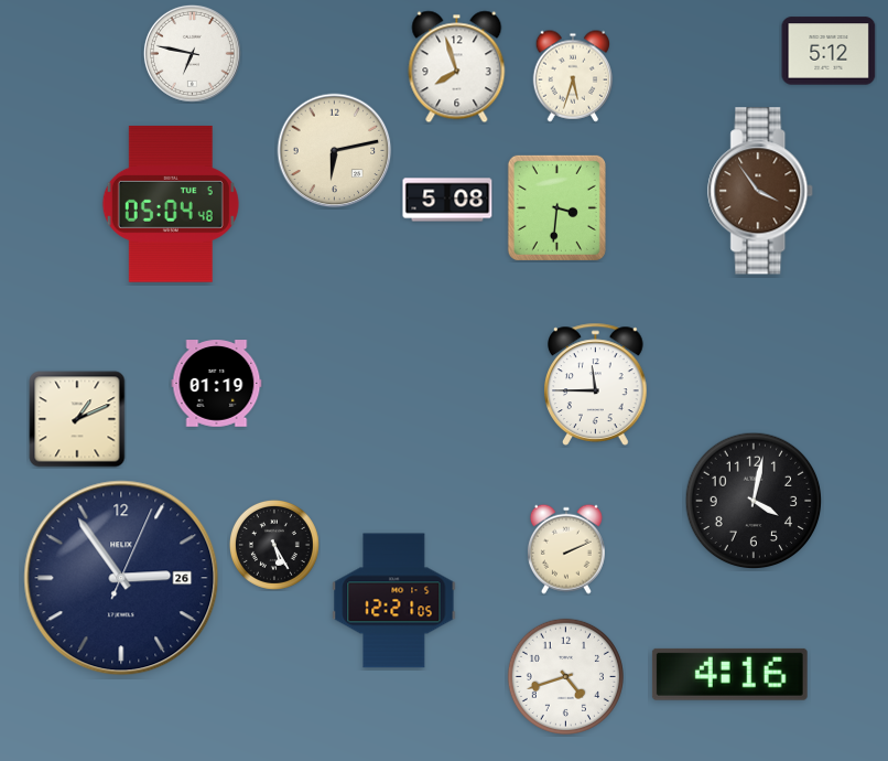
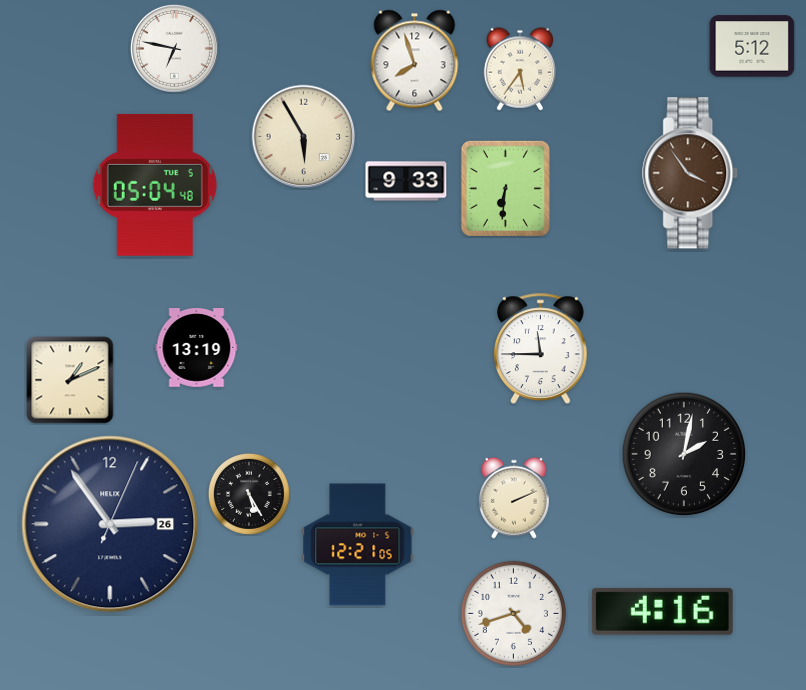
clock at (573, 76): 5:33 -> 5:36
clock at (335, 151): 6:13 -> 5:55
clock at (447, 200): 5:08 -> 9:33
clock at (556, 207): 3:31 -> 6:31
clock at (217, 384): 01:19 -> 13:19
clock at (754, 501): 4:02 -> 2:02
